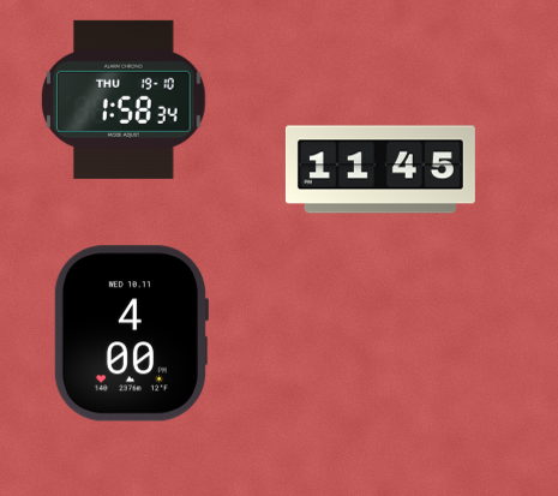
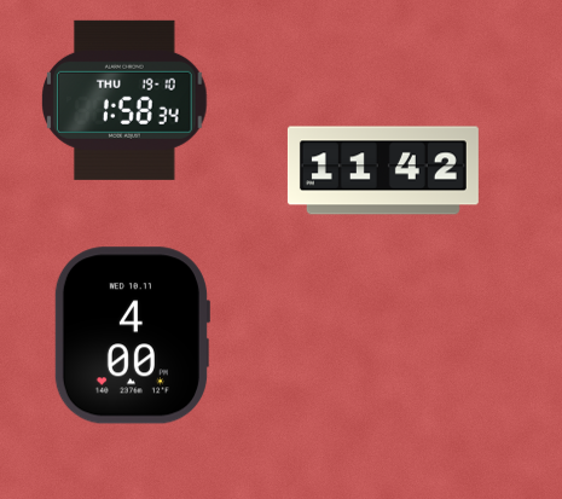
clock at (380, 169): 11:45 -> 11:42
